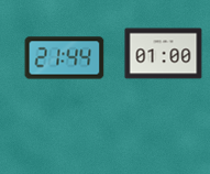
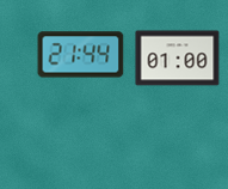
clock at (65, 58) position: (65, 58) -> (81, 55)
